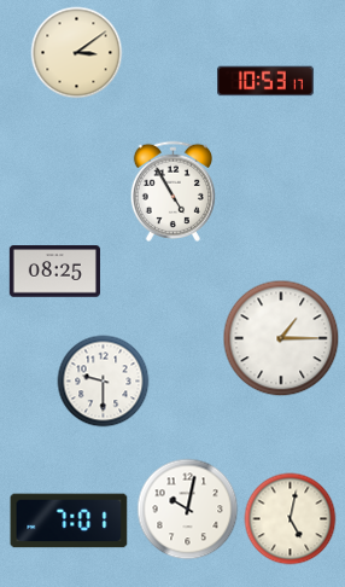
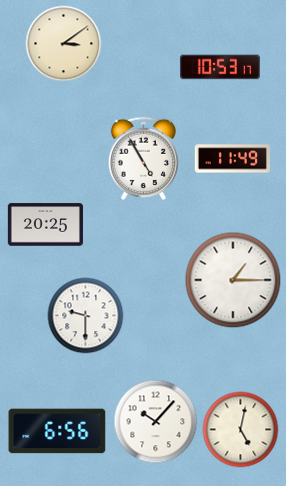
clock at (232, 159): none -> 11:49
clock at (54, 272): 08:25 -> 20:25
clock at (188, 510): 10:02 -> 10:07
clock at (69, 521): 7:01 -> 6:56
